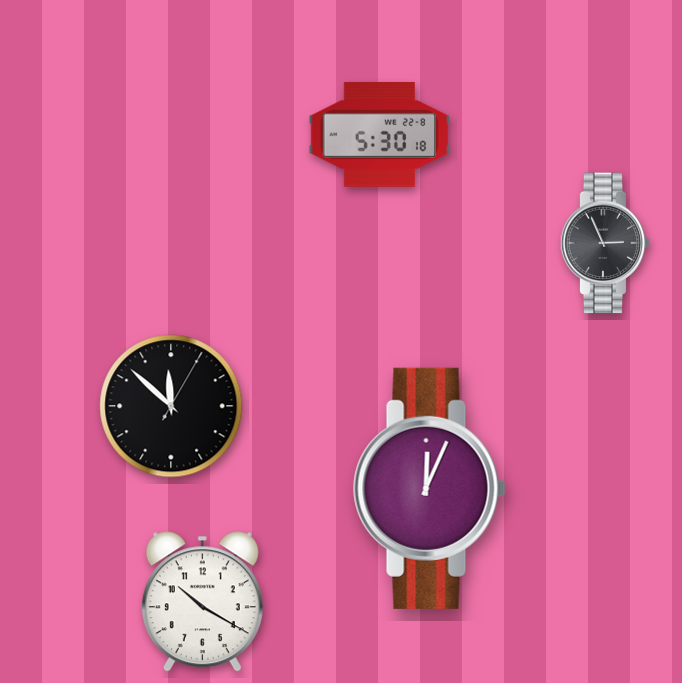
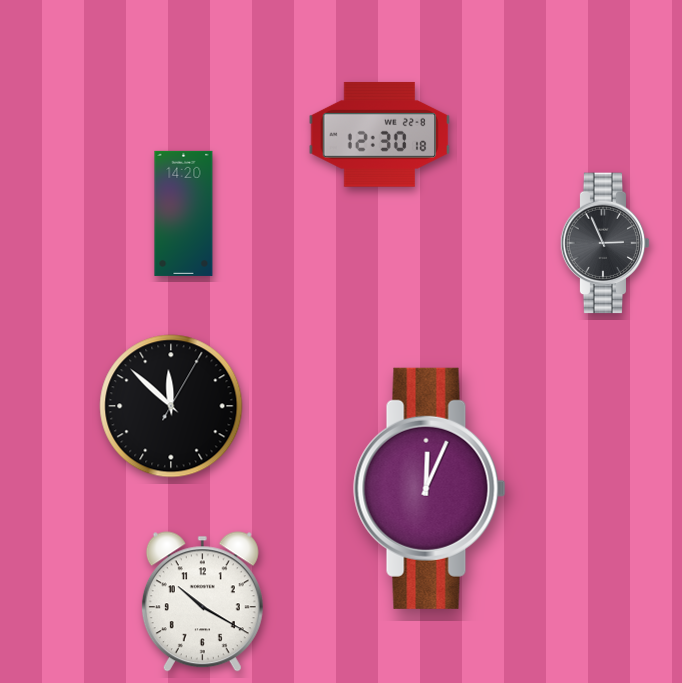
clock at (380, 134): 5:30 -> 12:30
clock at (184, 213): none -> 14:20
